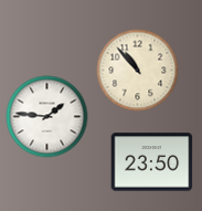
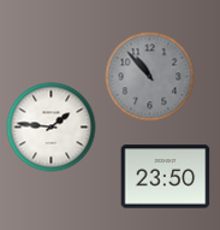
clock at (138, 71) dial: cream -> grey
